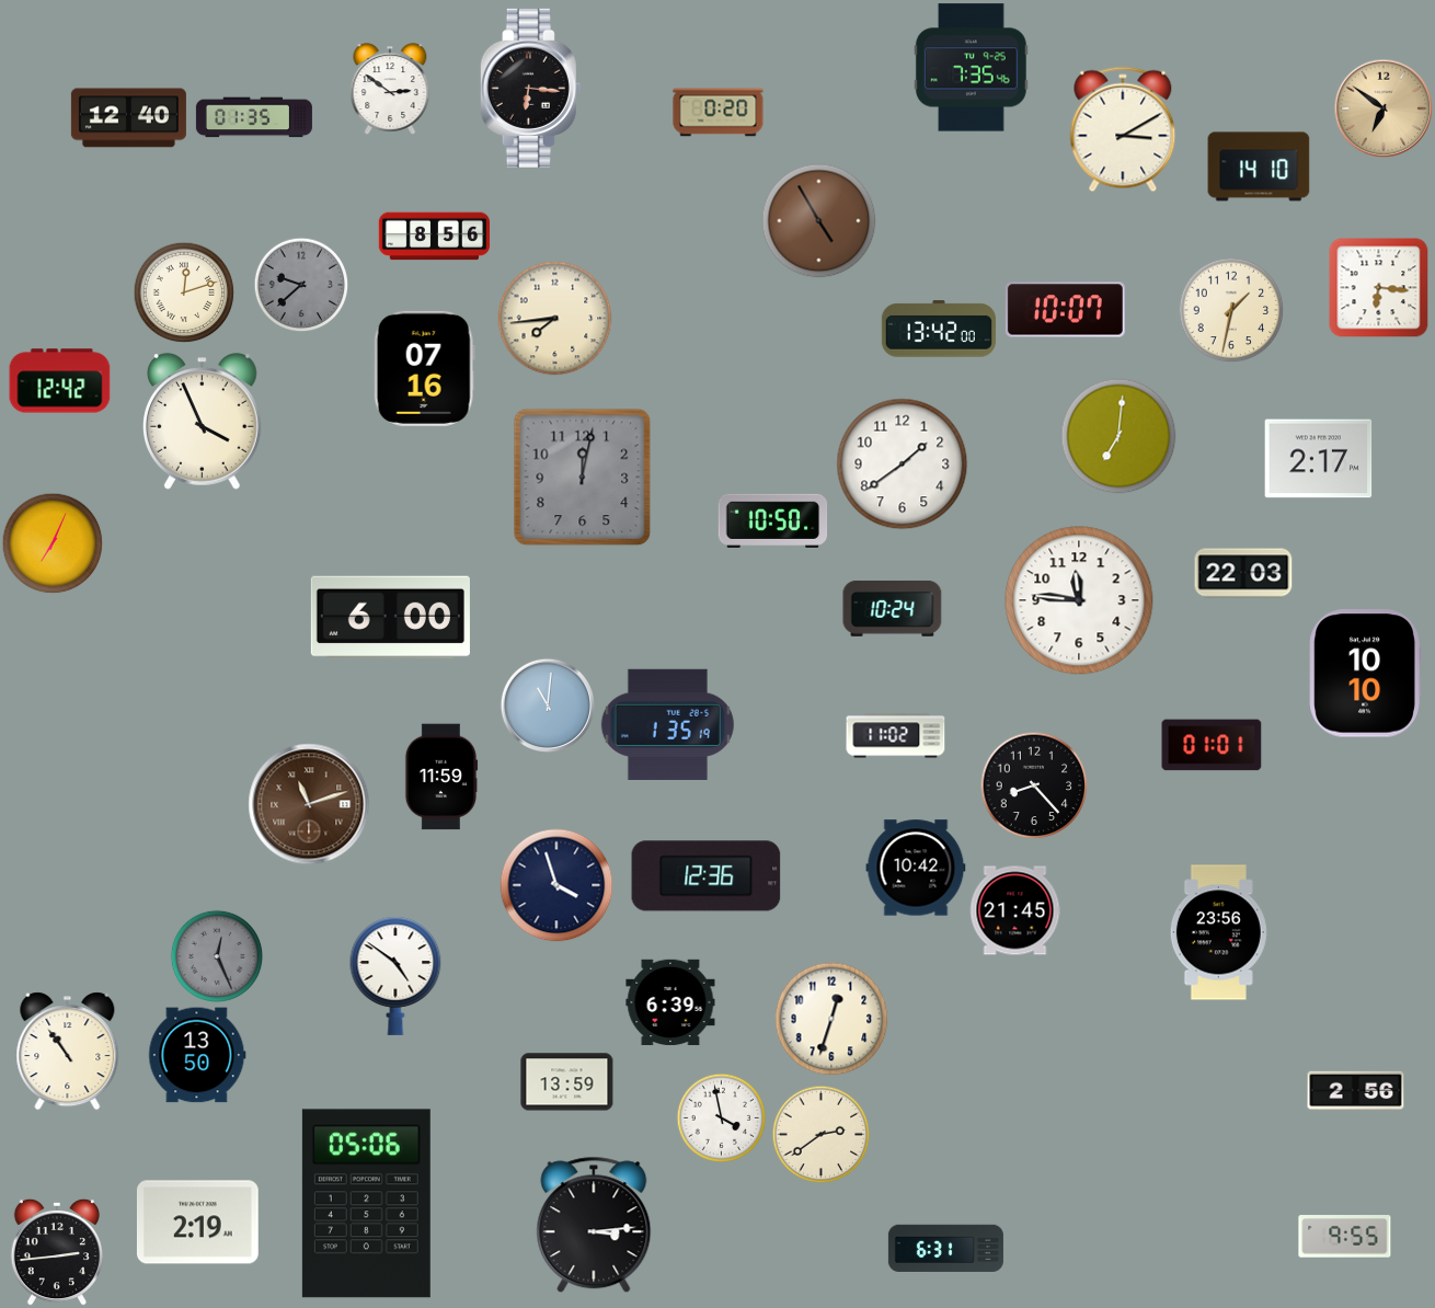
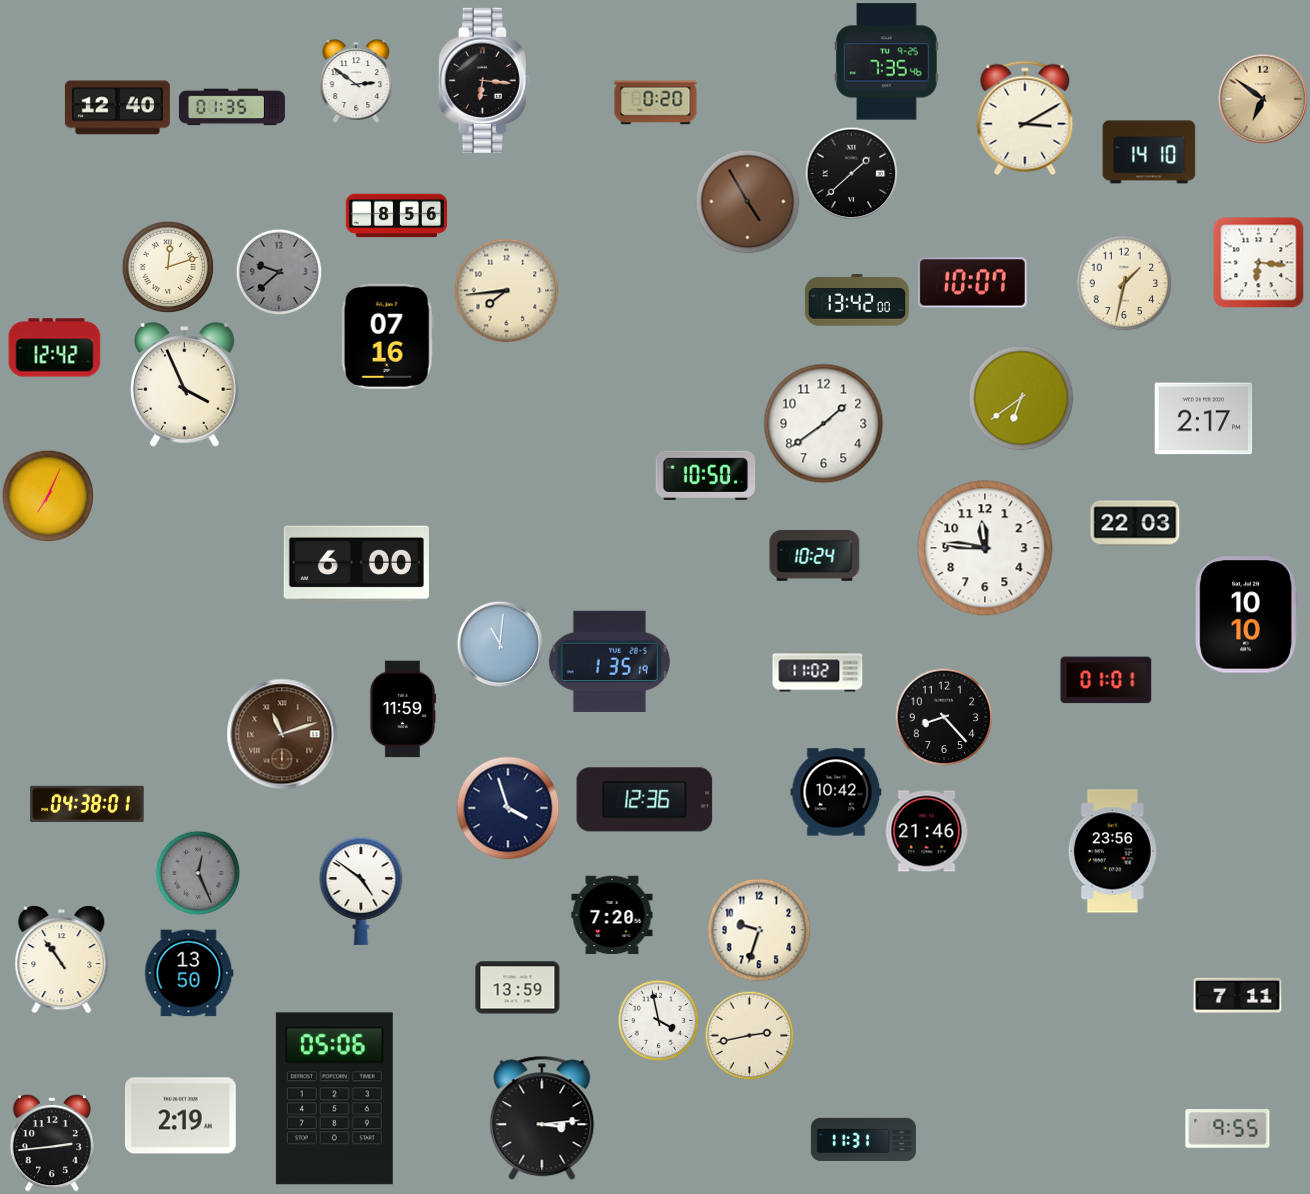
clock at (851, 173): none -> 1:38
clock at (301, 285) position: (301, 285) -> (279, 272)
clock at (1118, 436): 7:01 -> 6:39
clock at (583, 478): 12:02 -> none
clock at (87, 804): none -> 04:38
clock at (1015, 910): 21:45 -> 21:46
clock at (670, 1002): 6:39 -> 7:20
clock at (831, 1019): 12:33 -> 9:33
clock at (197, 1055) position: (197, 1055) -> (189, 973)
clock at (1356, 1091): 2:56 -> 7:11
clock at (820, 1134): 2:39 -> 2:43
clock at (945, 1248): 6:31 -> 11:31
